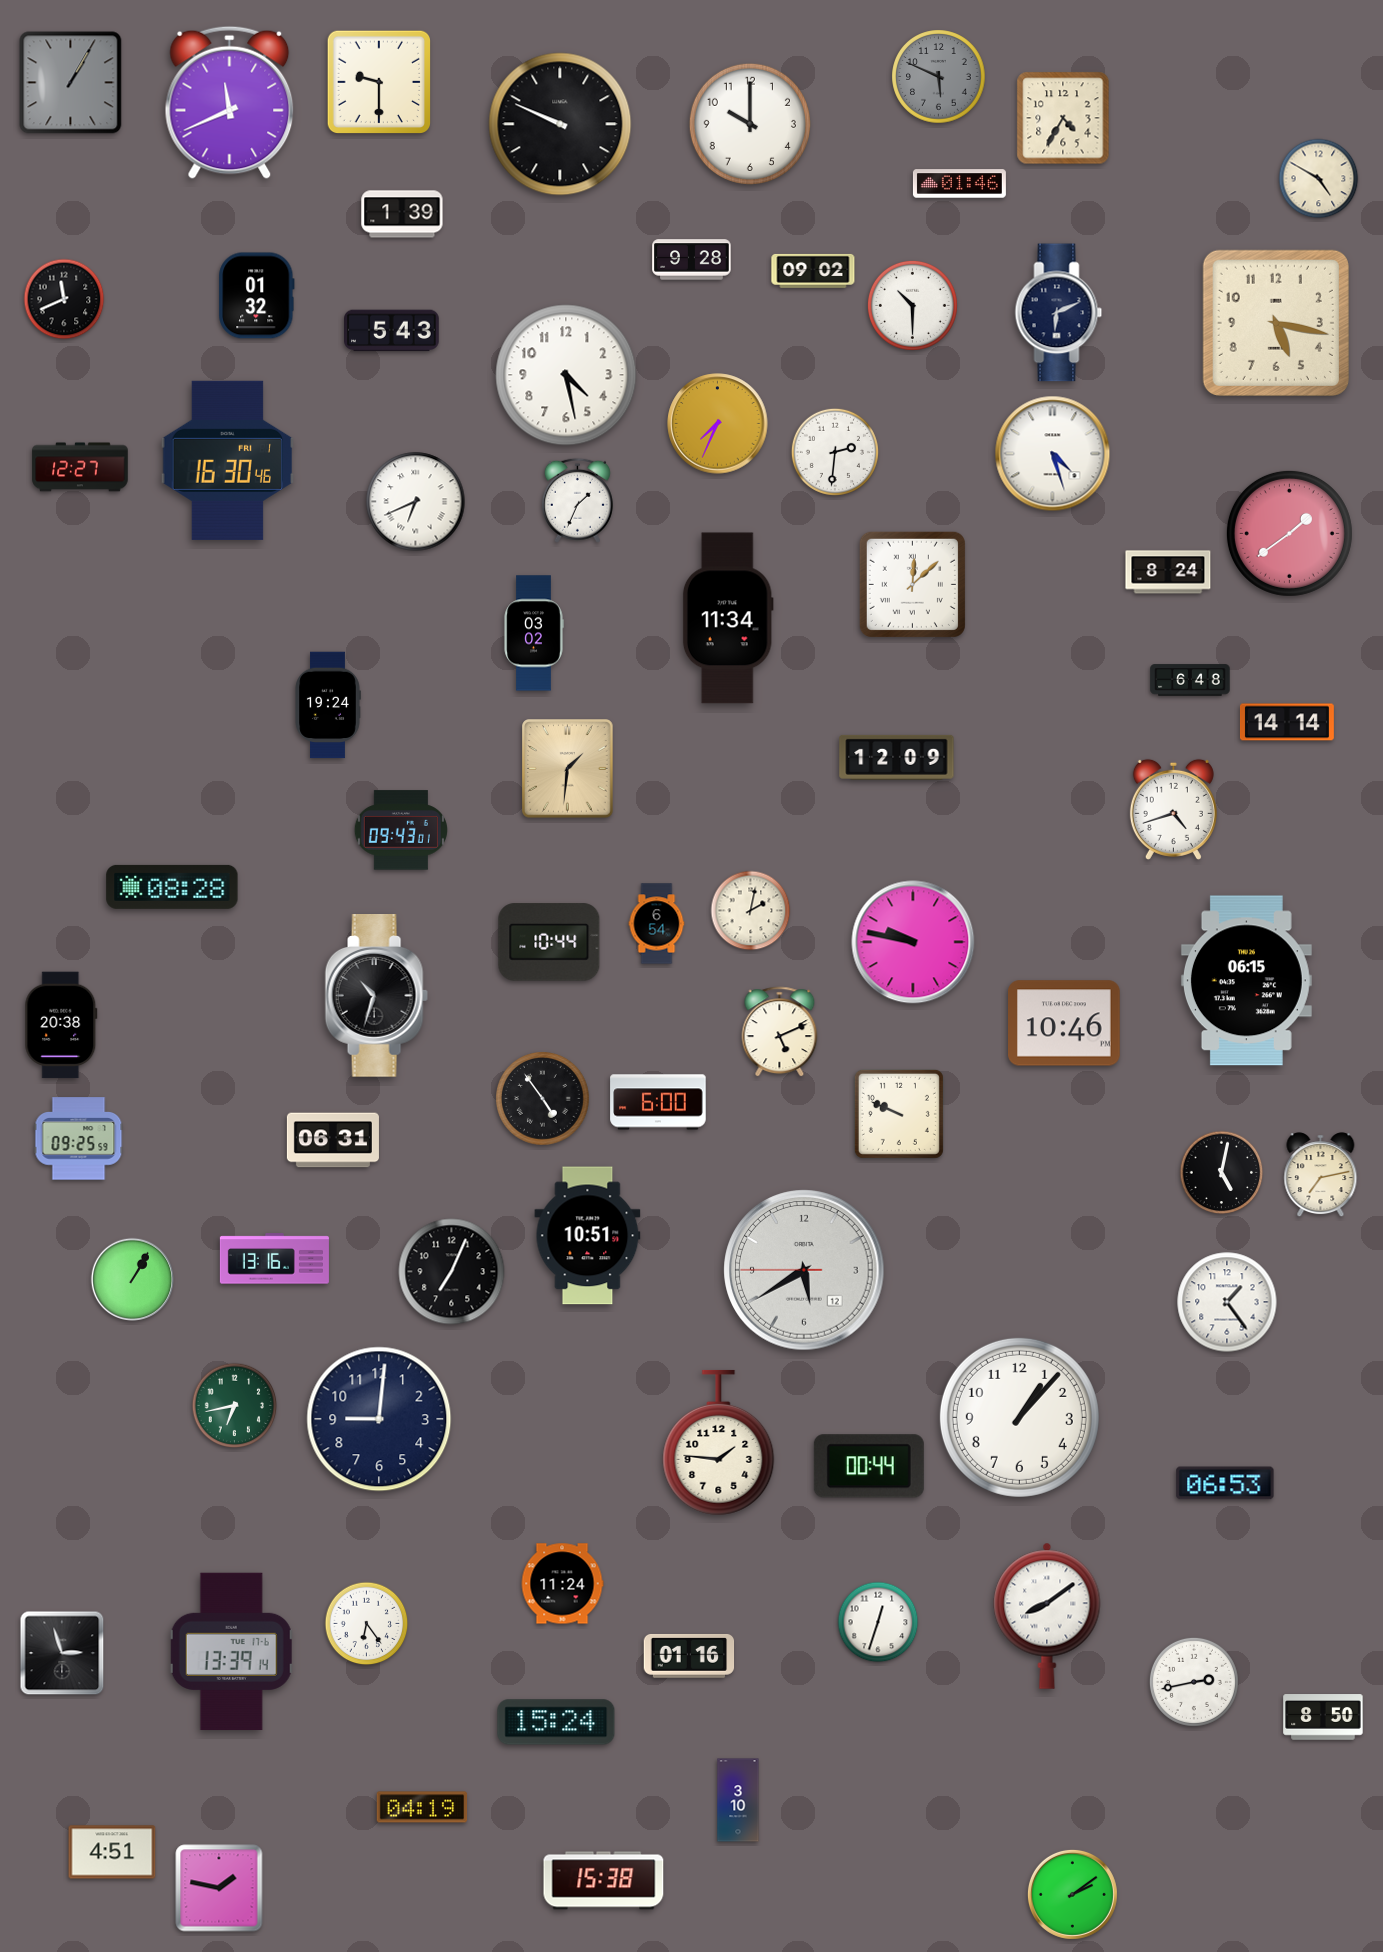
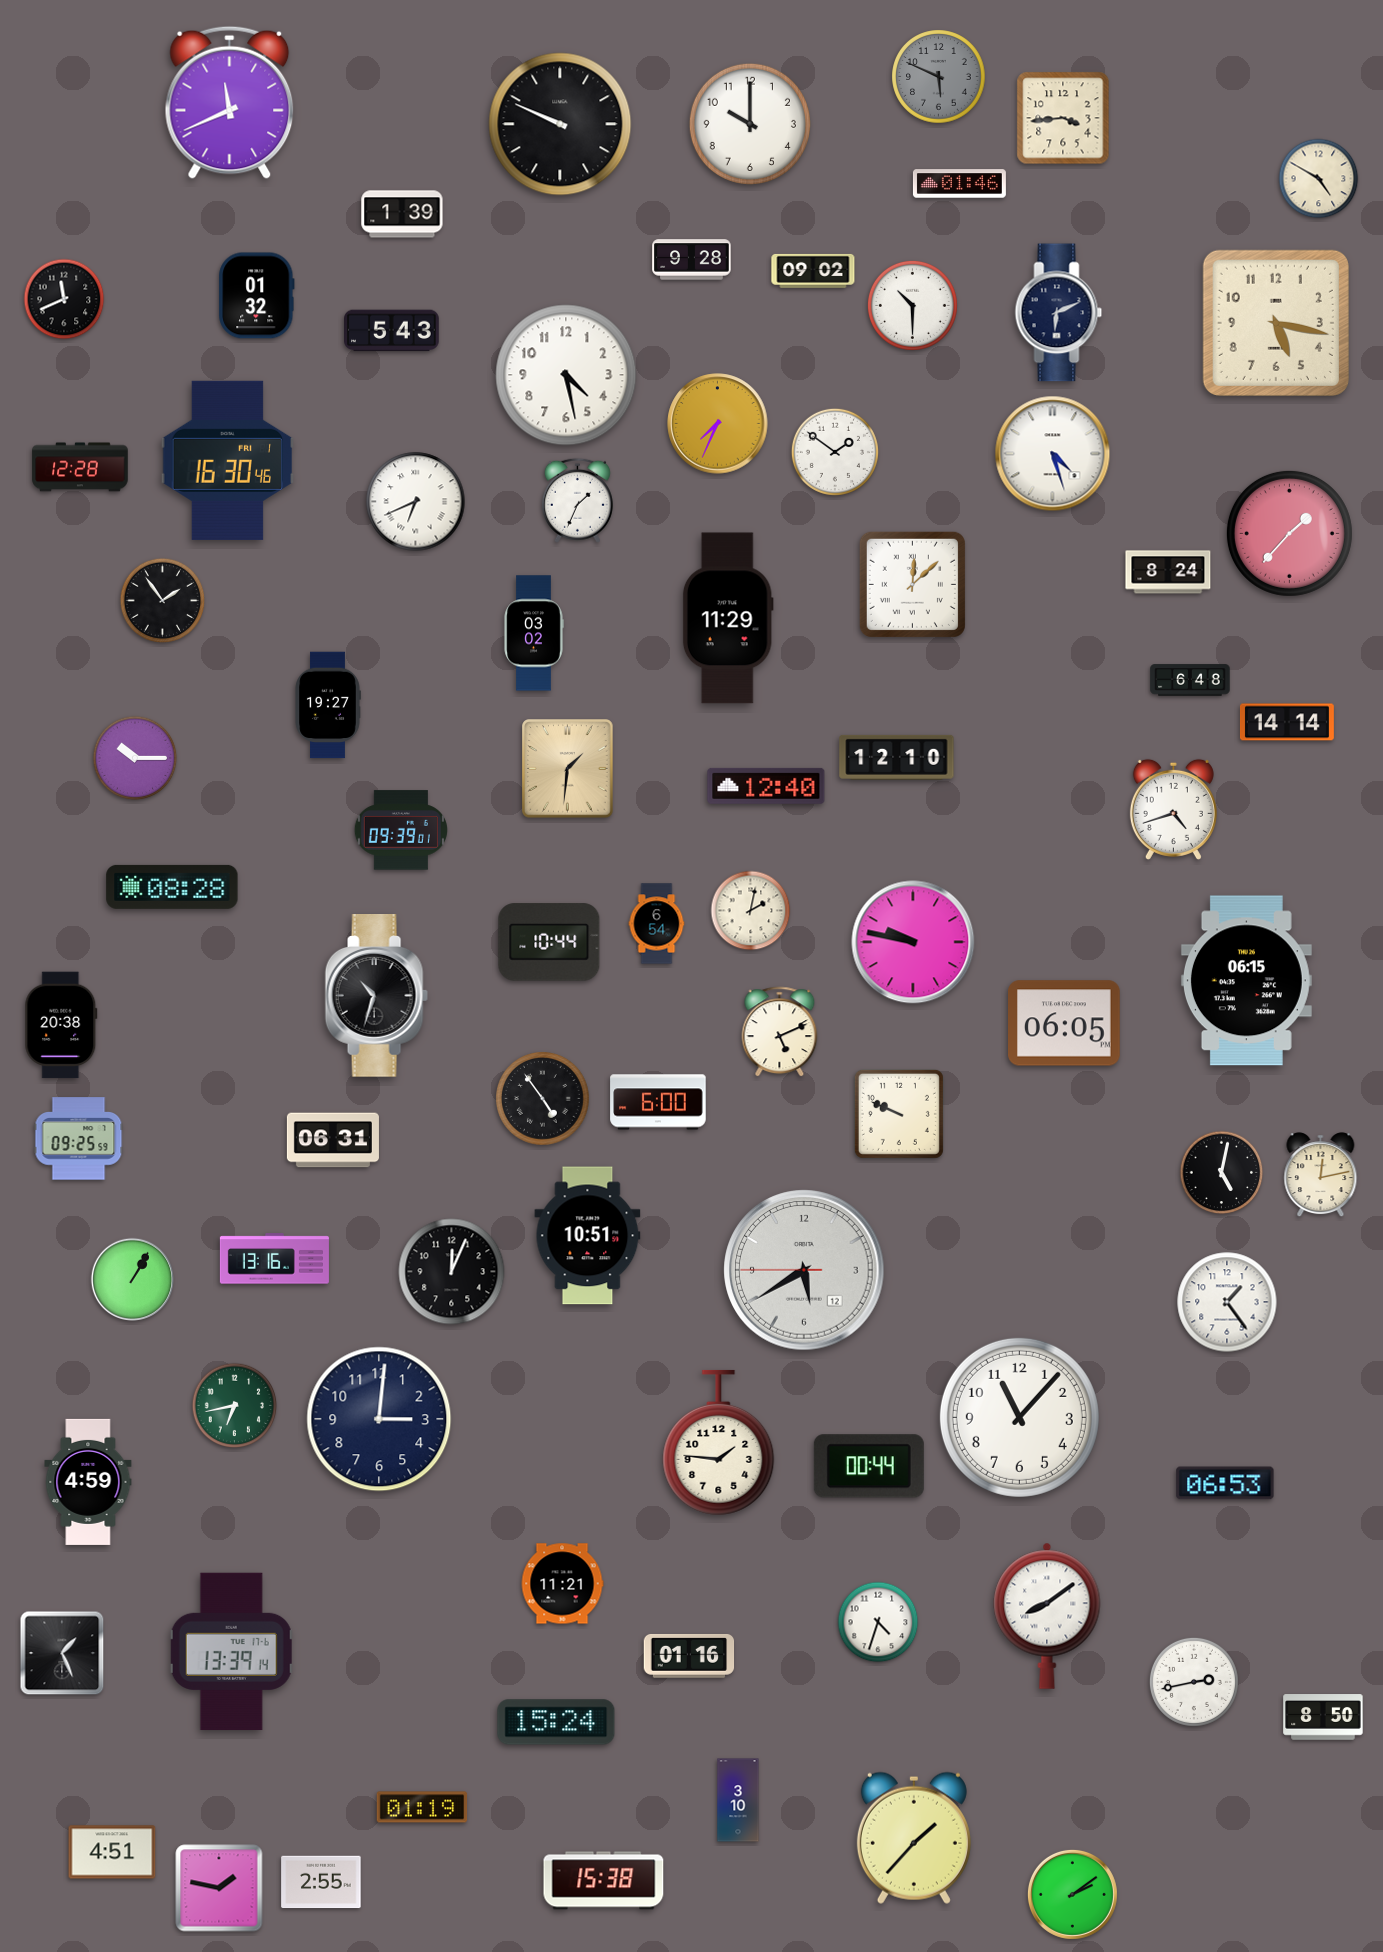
clock at (378, 81): 9:30 -> none
clock at (71, 83): 1:05 -> none
clock at (1063, 118): 4:35 -> 3:44
clock at (835, 452): 2:31 -> 1:51
clock at (80, 467): 12:27 -> 12:28
clock at (1289, 533): 1:39 -> 1:37
clock at (163, 601): none -> 1:54
clock at (728, 618): 11:34 -> 11:29
clock at (328, 705): 19:24 -> 19:27
clock at (897, 757): 12:09 -> 12:10
clock at (135, 758): none -> 10:15
clock at (766, 786): none -> 12:40
clock at (401, 830): 09:43 -> 09:39
clock at (1065, 1023): 10:46 -> 06:05
clock at (1321, 1175): 7:13 -> 12:13
clock at (452, 1272): 7:04 -> 12:04
clock at (1019, 1417): 1:07 -> 11:07
clock at (379, 1419): 9:01 -> 3:01
clock at (88, 1482): none -> 4:59
clock at (562, 1584): 11:24 -> 11:21
clock at (878, 1622): 12:33 -> 4:33
clock at (367, 1624): 6:24 -> none
clock at (62, 1653): 2:57 -> 1:26
clock at (422, 1807): 04:19 -> 01:19
clock at (914, 1838): none -> 1:37
clock at (321, 1882): none -> 2:55
